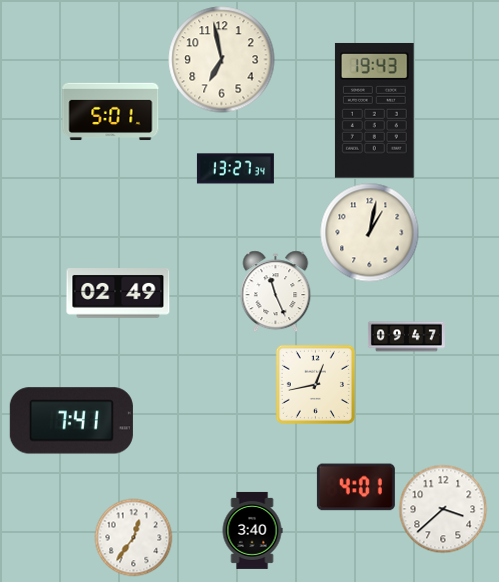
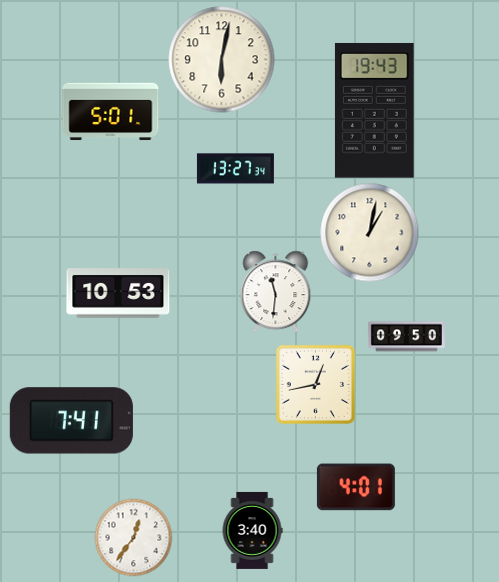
clock at (222, 60): 6:58 -> 6:02
clock at (276, 291): 11:26 -> 11:31
clock at (118, 294): 02:49 -> 10:53
clock at (406, 337): 09:47 -> 09:50
clock at (443, 509): 3:38 -> none
